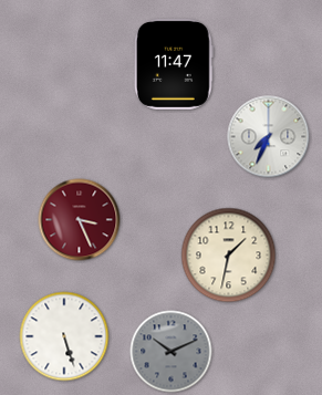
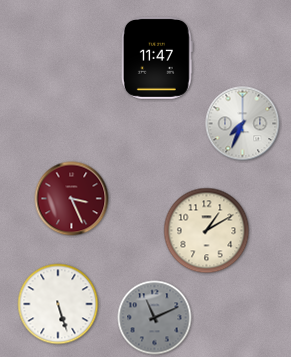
clock at (229, 256): 1:32 -> 1:10
clock at (172, 352): 10:11 -> 11:11
